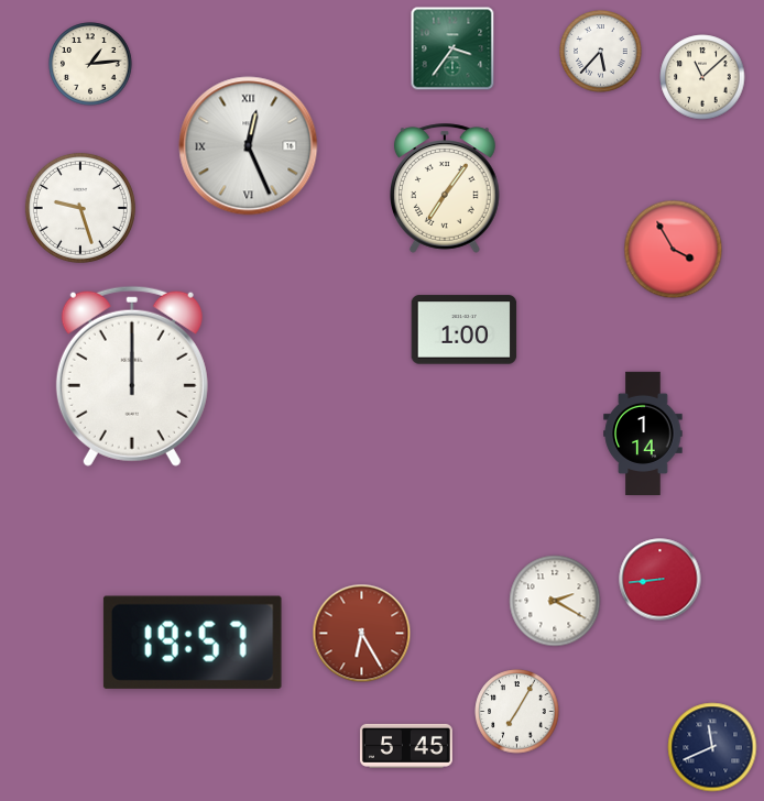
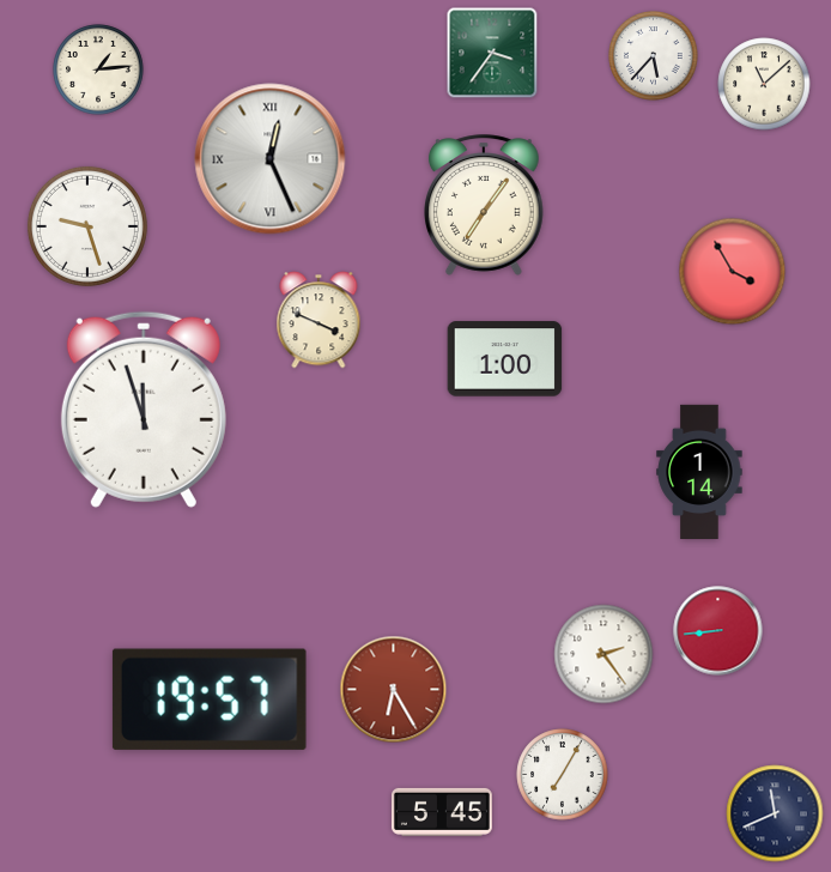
clock at (319, 320): none -> 3:49
clock at (132, 376): 12:00 -> 11:57
clock at (555, 601): 2:20 -> 2:24
